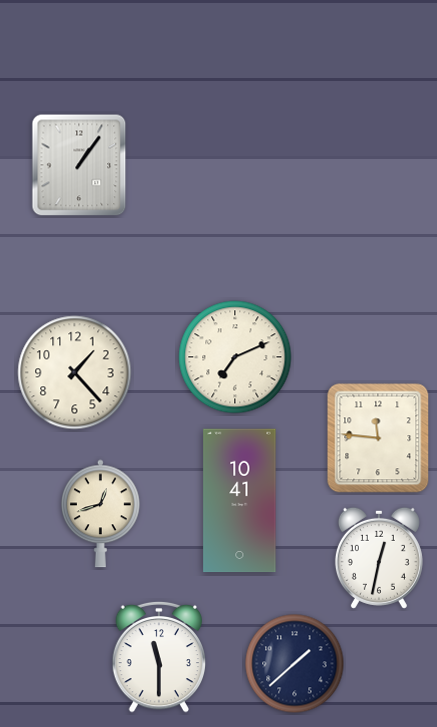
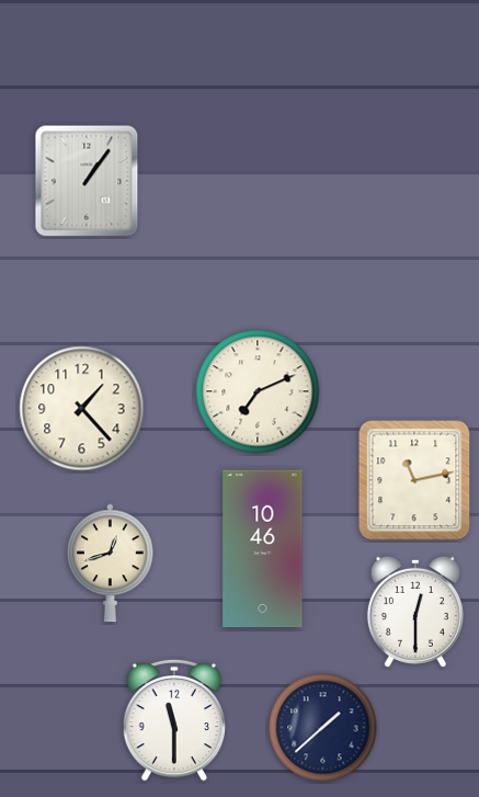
clock at (378, 438): 11:46 -> 11:13
clock at (240, 501): 10:41 -> 10:46
clock at (379, 558): 12:32 -> 12:30
